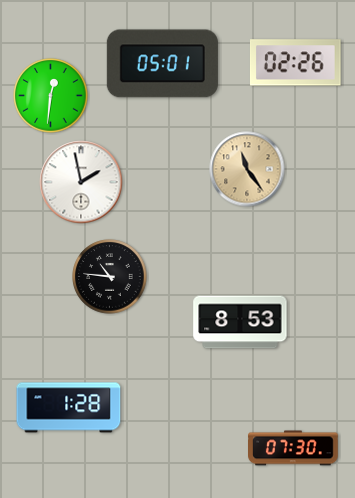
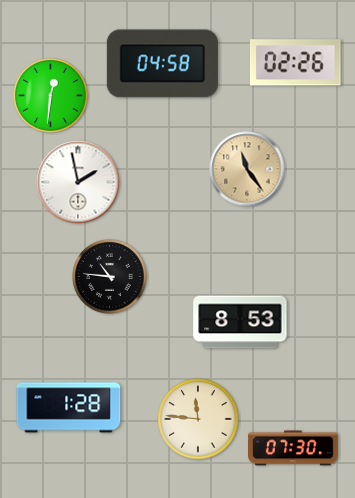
clock at (162, 64): 05:01 -> 04:58
clock at (81, 182) position: (81, 182) -> (78, 182)
clock at (198, 419): none -> 11:46
